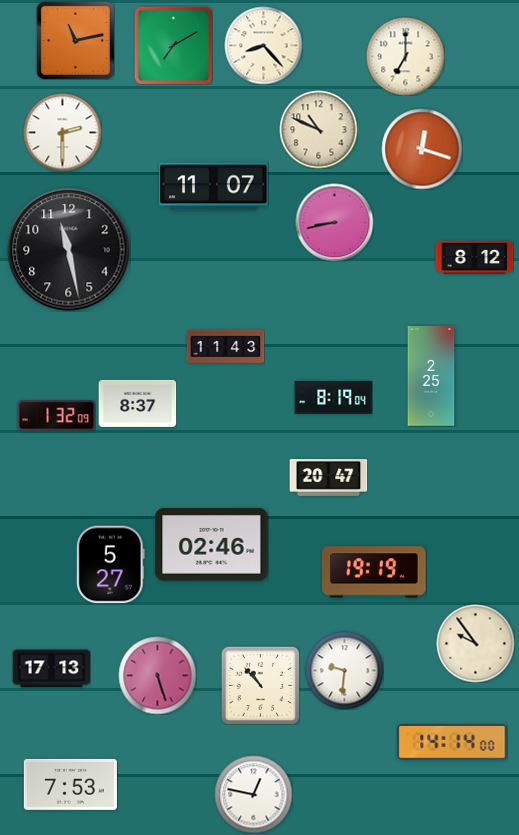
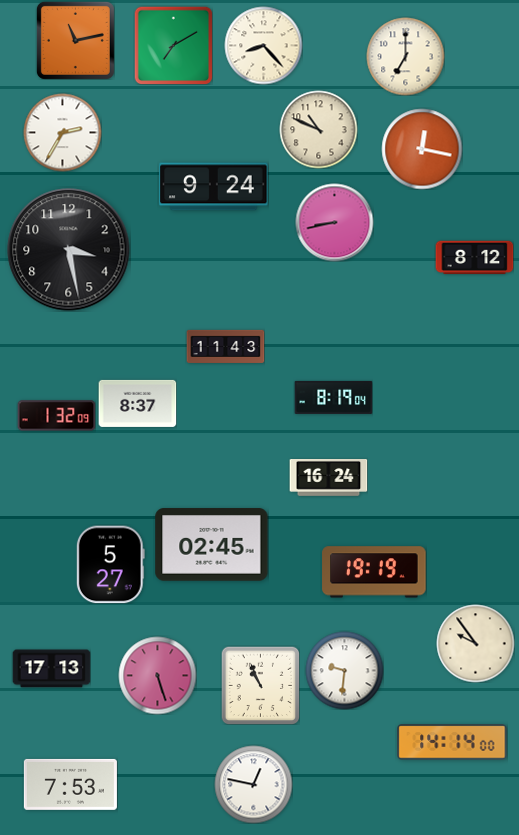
clock at (62, 132): 2:30 -> 2:35
clock at (422, 149): 12:18 -> 12:17
clock at (214, 187): 11:07 -> 9:24
clock at (69, 250): 11:28 -> 3:28
clock at (431, 376): 2:25 -> none
clock at (328, 478): 20:47 -> 16:24
clock at (212, 545): 02:46 -> 02:45
clock at (260, 685): 10:53 -> 10:56
clock at (253, 794) position: (253, 794) -> (253, 784)
